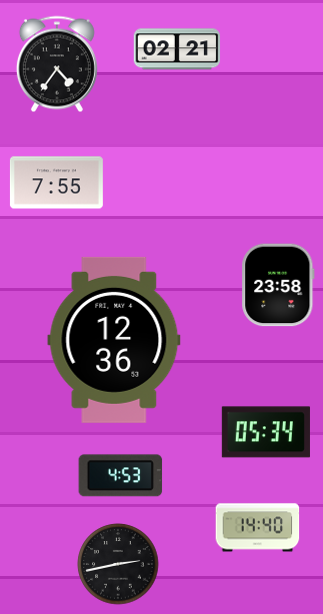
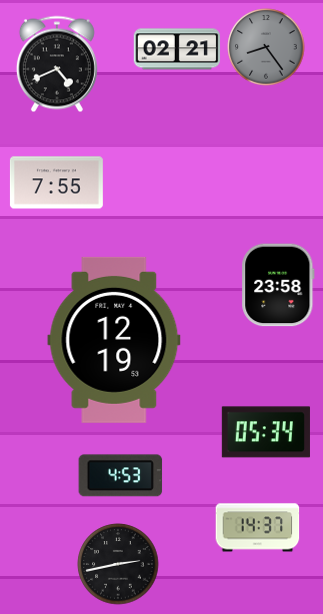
clock at (266, 47): none -> 8:24
clock at (57, 64): 4:36 -> 4:41
clock at (114, 340): 12:36 -> 12:19
clock at (258, 528): 14:40 -> 14:37
